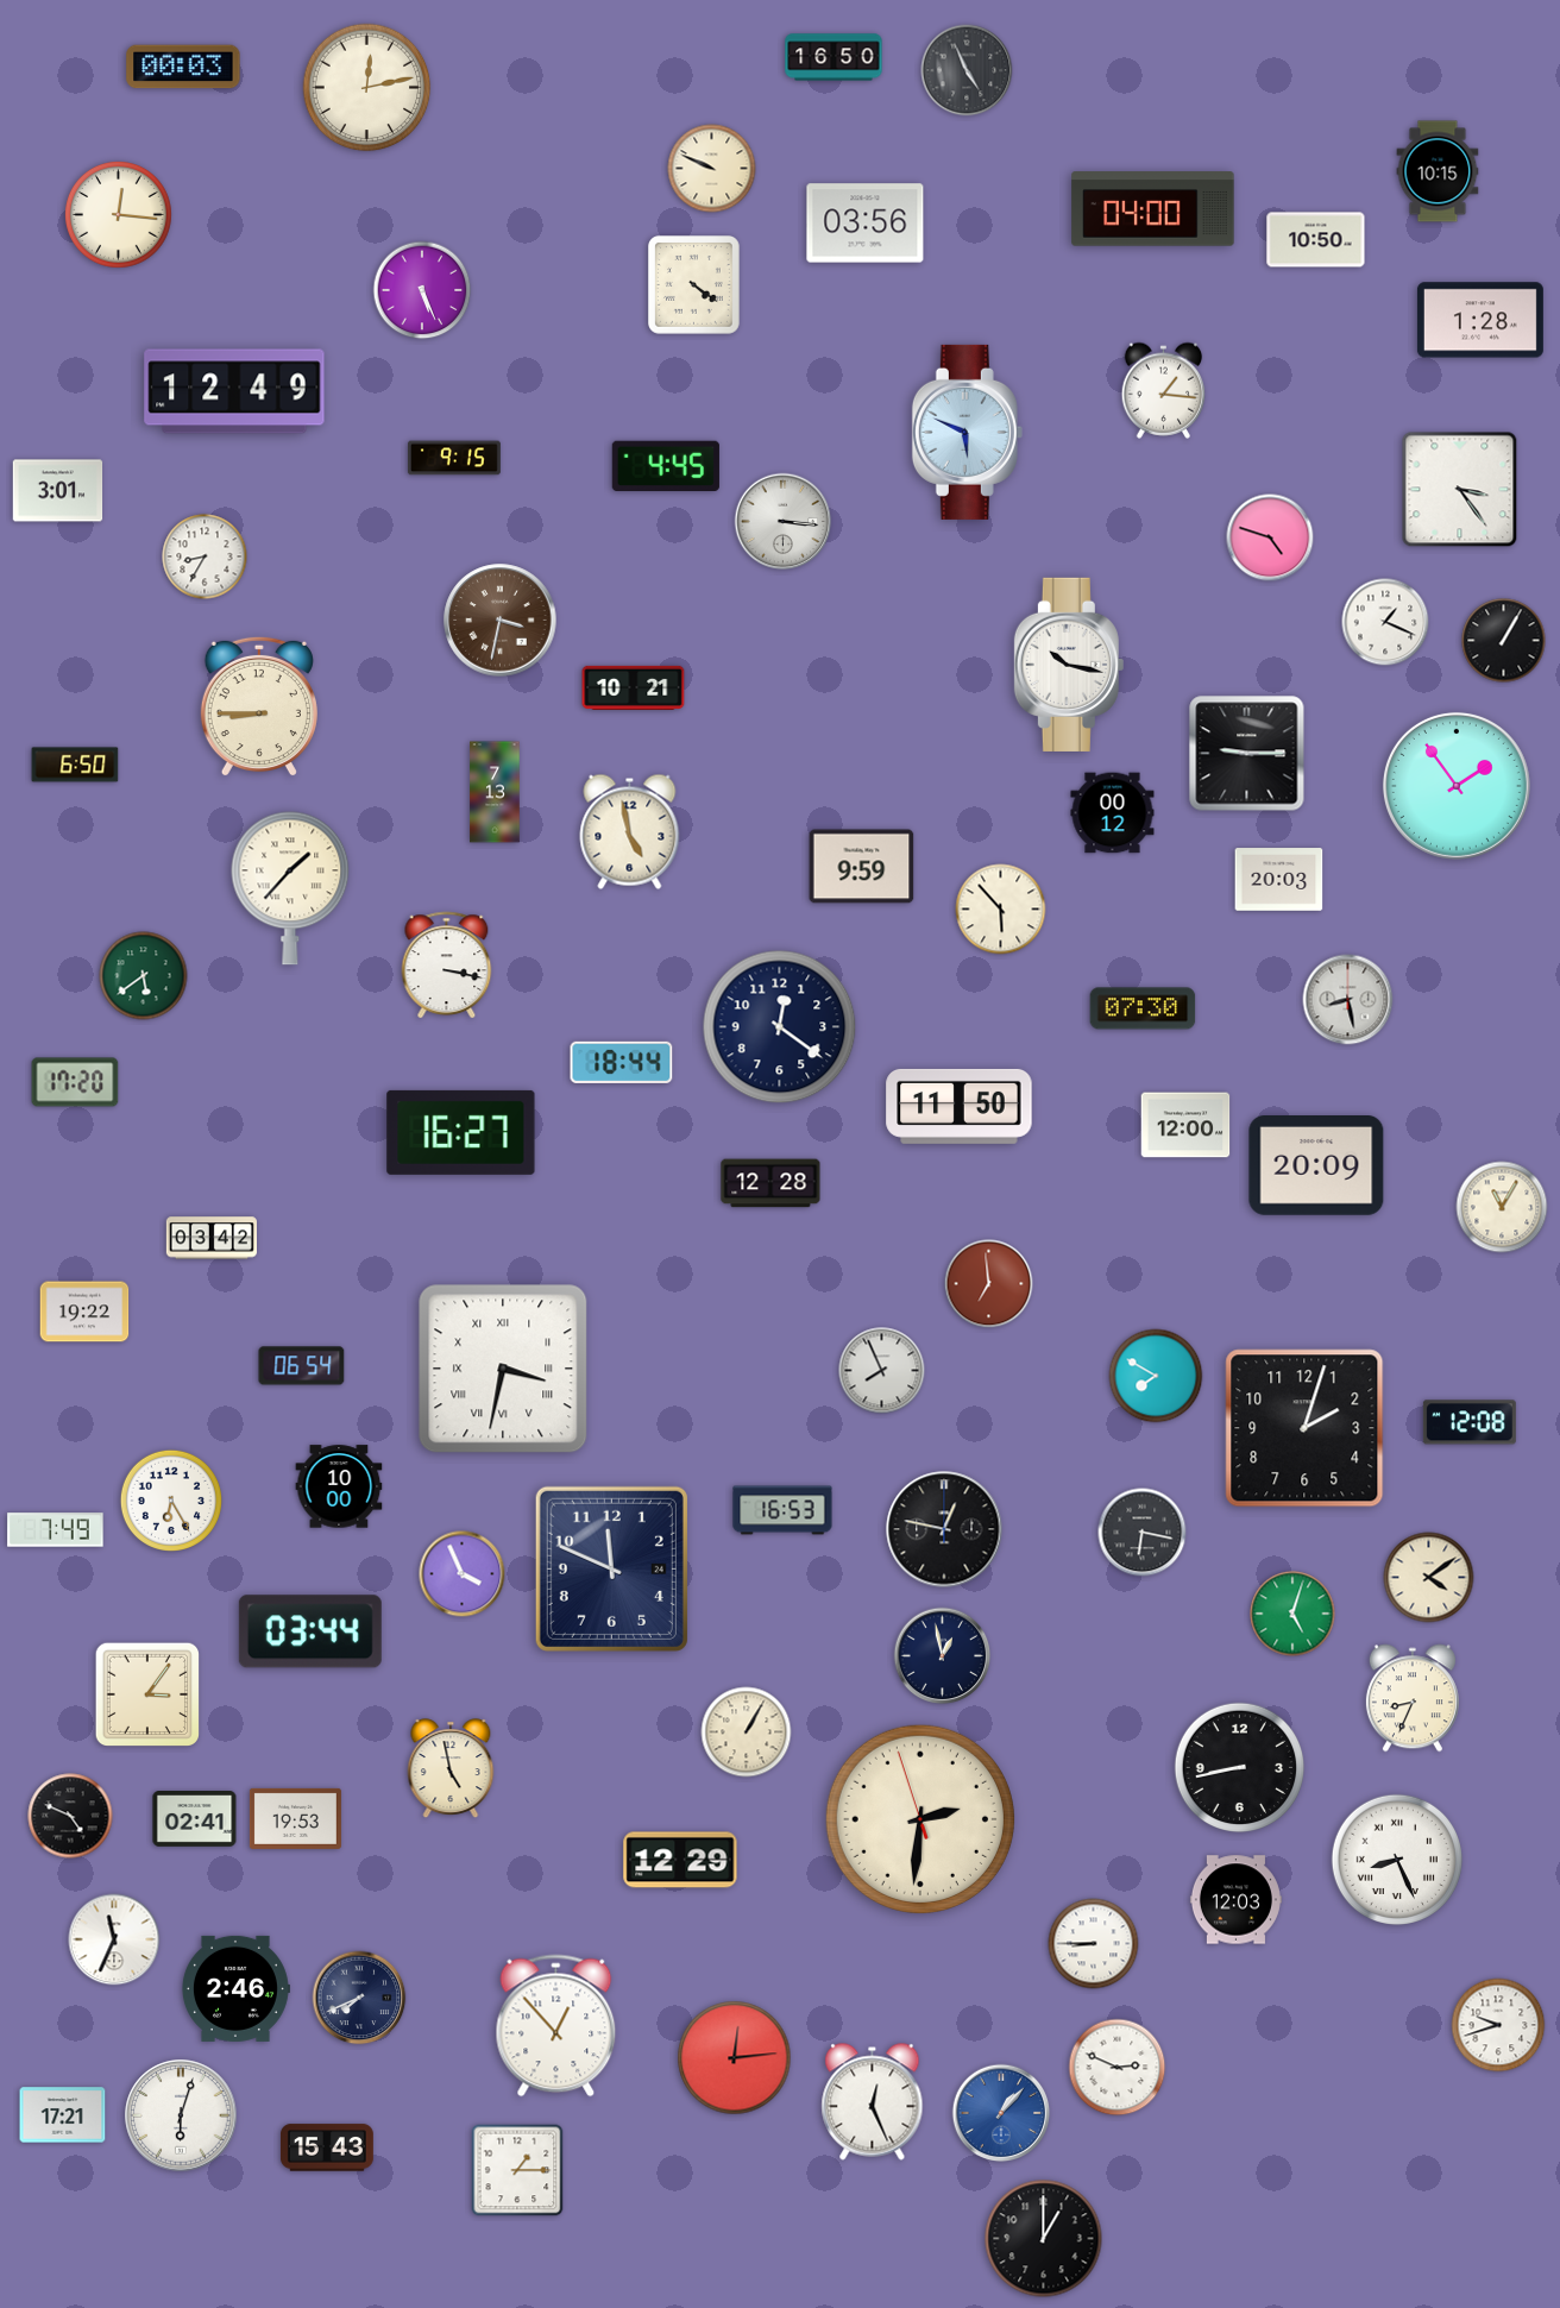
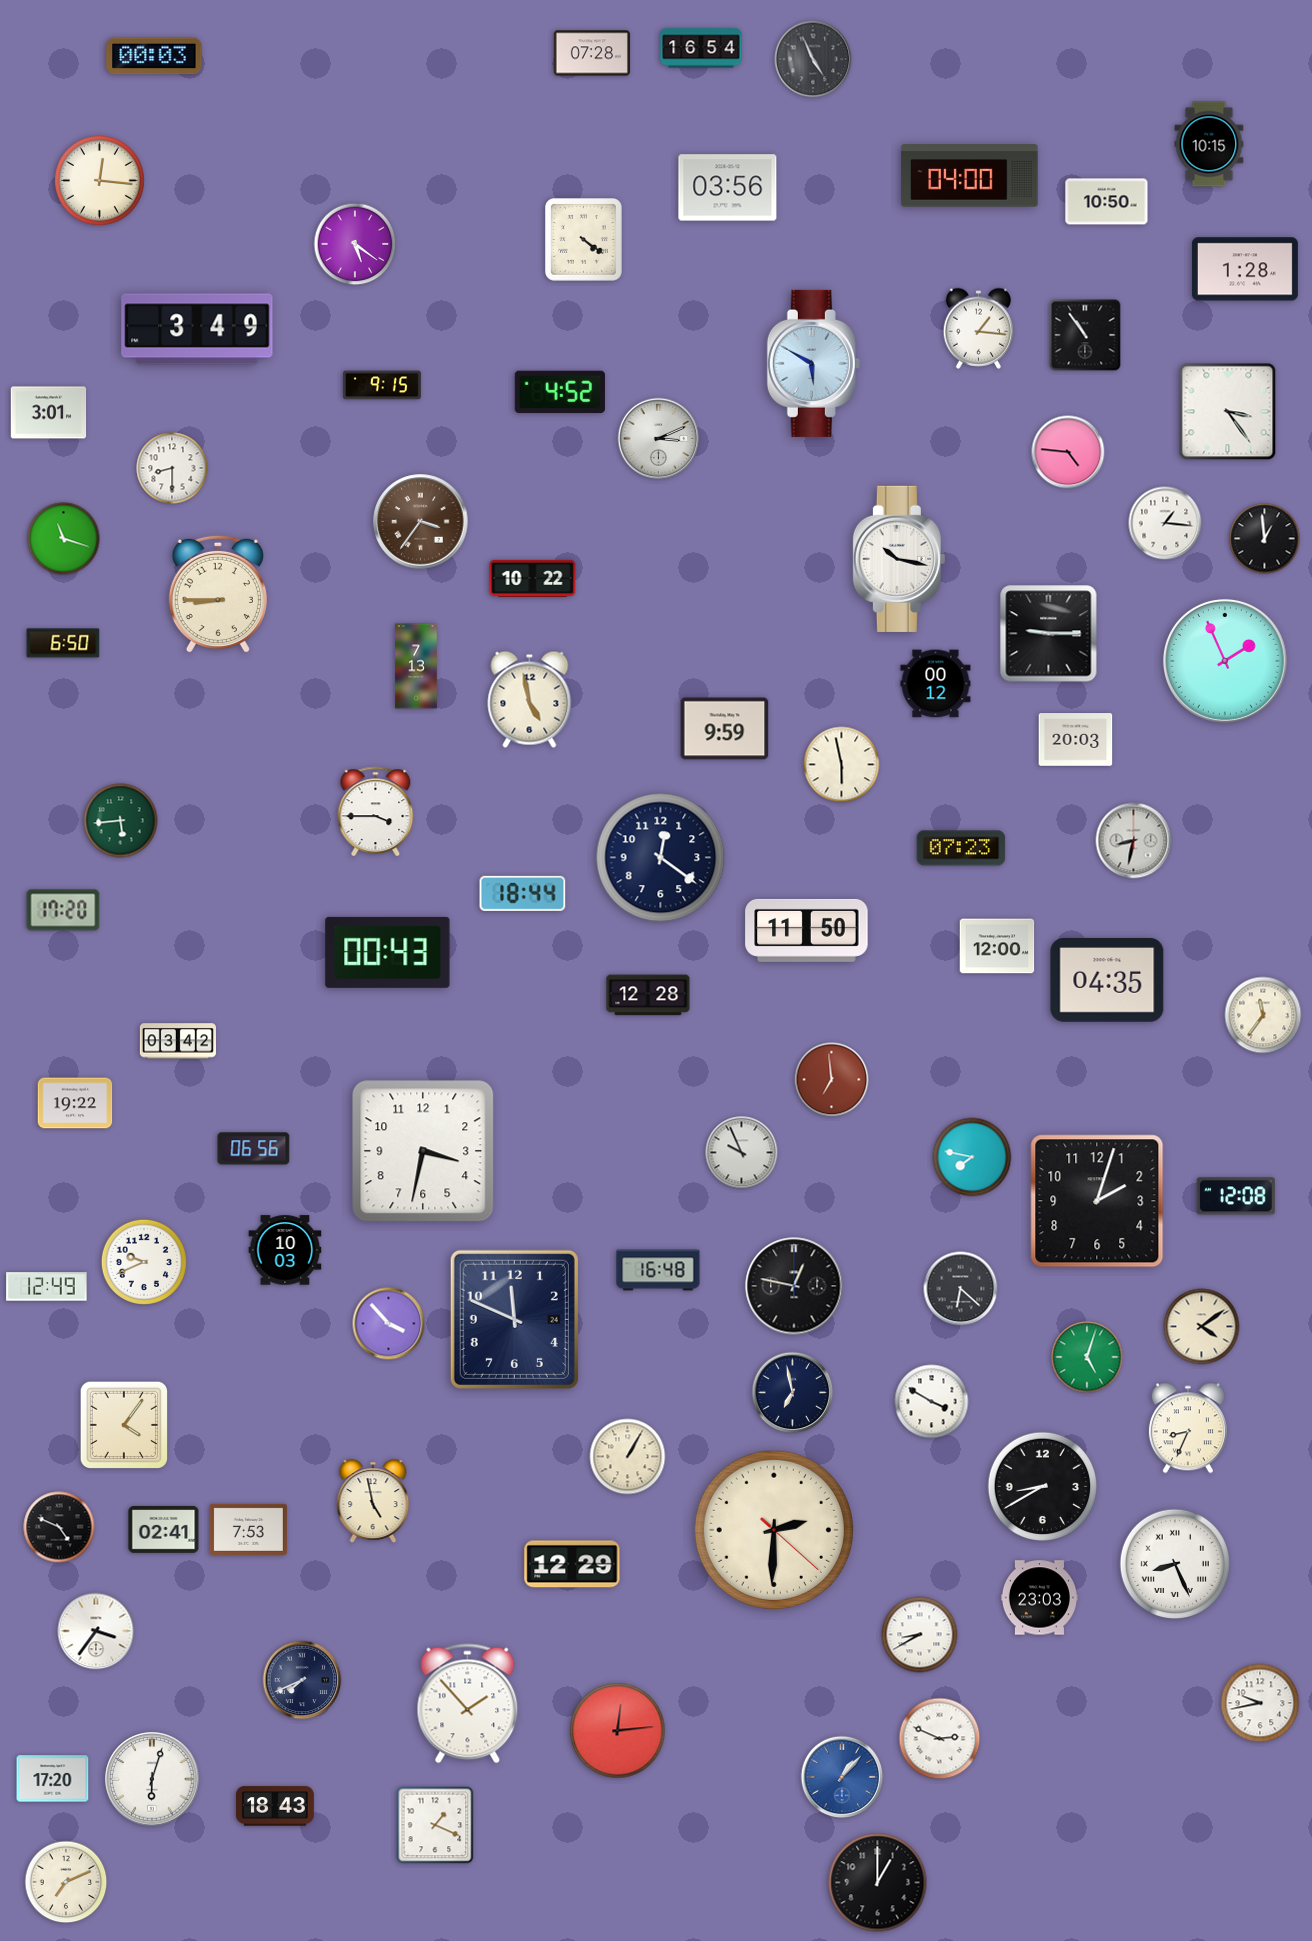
clock at (834, 57): 16:50 -> 16:54
clock at (592, 53): none -> 07:28
clock at (367, 88): 12:13 -> none
clock at (712, 169): 9:49 -> none
clock at (422, 290): 5:26 -> 5:21
clock at (234, 391): 12:49 -> 3:49
clock at (1085, 335): none -> 10:54
clock at (967, 432): 5:49 -> 5:50
clock at (666, 465): 4:45 -> 4:52
clock at (784, 522): 3:16 -> 3:11
clock at (1270, 537): 4:48 -> 4:46
clock at (205, 556): 8:35 -> 8:30
clock at (501, 621): 3:32 -> 3:36
clock at (1385, 622): 1:19 -> 1:16
clock at (64, 539): none -> 11:18
clock at (1504, 641): 1:05 -> 12:59
clock at (634, 687): 10:21 -> 10:22
clock at (1457, 786): 1:54 -> 1:56
clock at (290, 888): 1:37 -> none
clock at (1001, 910): 5:53 -> 5:58
clock at (447, 966): 3:17 -> 3:45
clock at (144, 976): 5:39 -> 5:44
clock at (1348, 1000): 8:28 -> 8:32
clock at (1143, 1008): 07:30 -> 07:23
clock at (780, 1027) position: (780, 1027) -> (661, 858)
clock at (461, 1132): 16:27 -> 00:43
clock at (1316, 1166): 20:09 -> 04:35
clock at (1502, 1207): 11:05 -> 11:36
clock at (84, 1312) position: (84, 1312) -> (75, 1103)
clock at (302, 1366): 06:54 -> 06:56
clock at (503, 1369) numerals: Roman -> Arabic
clock at (882, 1371): 7:56 -> 9:56
clock at (1156, 1376): 7:50 -> 7:47
clock at (339, 1486): 10:00 -> 10:03
clock at (170, 1499): 6:25 -> 9:41
clock at (782, 1510): 16:53 -> 16:48
clock at (56, 1530): 7:49 -> 12:49
clock at (1143, 1533): 6:17 -> 6:22
clock at (463, 1574): 3:56 -> 3:53
clock at (310, 1631): 03:44 -> none
clock at (943, 1656): 12:58 -> 6:58
clock at (932, 1402): none -> 3:50
clock at (147, 1694): 3:06 -> 4:06
clock at (1240, 1768): 8:43 -> 8:40
clock at (451, 1769) position: (451, 1769) -> (373, 1502)
clock at (295, 1818): 19:53 -> 7:53
clock at (920, 1819): 2:30:57 -> 2:30:22
clock at (1235, 1900): 12:03 -> 23:03
clock at (114, 1939): 11:34 -> 3:36
clock at (1094, 1944): 8:45 -> 8:40
clock at (235, 1988): 2:46 -> none
clock at (1498, 2025): 9:42 -> 9:43
clock at (556, 2026): 12:53 -> 1:53
clock at (873, 2102): 12:26 -> none
clock at (63, 2115): 17:21 -> 17:20
clock at (327, 2147): 15:43 -> 18:43
clock at (517, 2170): 1:15 -> 1:19
clock at (66, 1882): none -> 7:11
